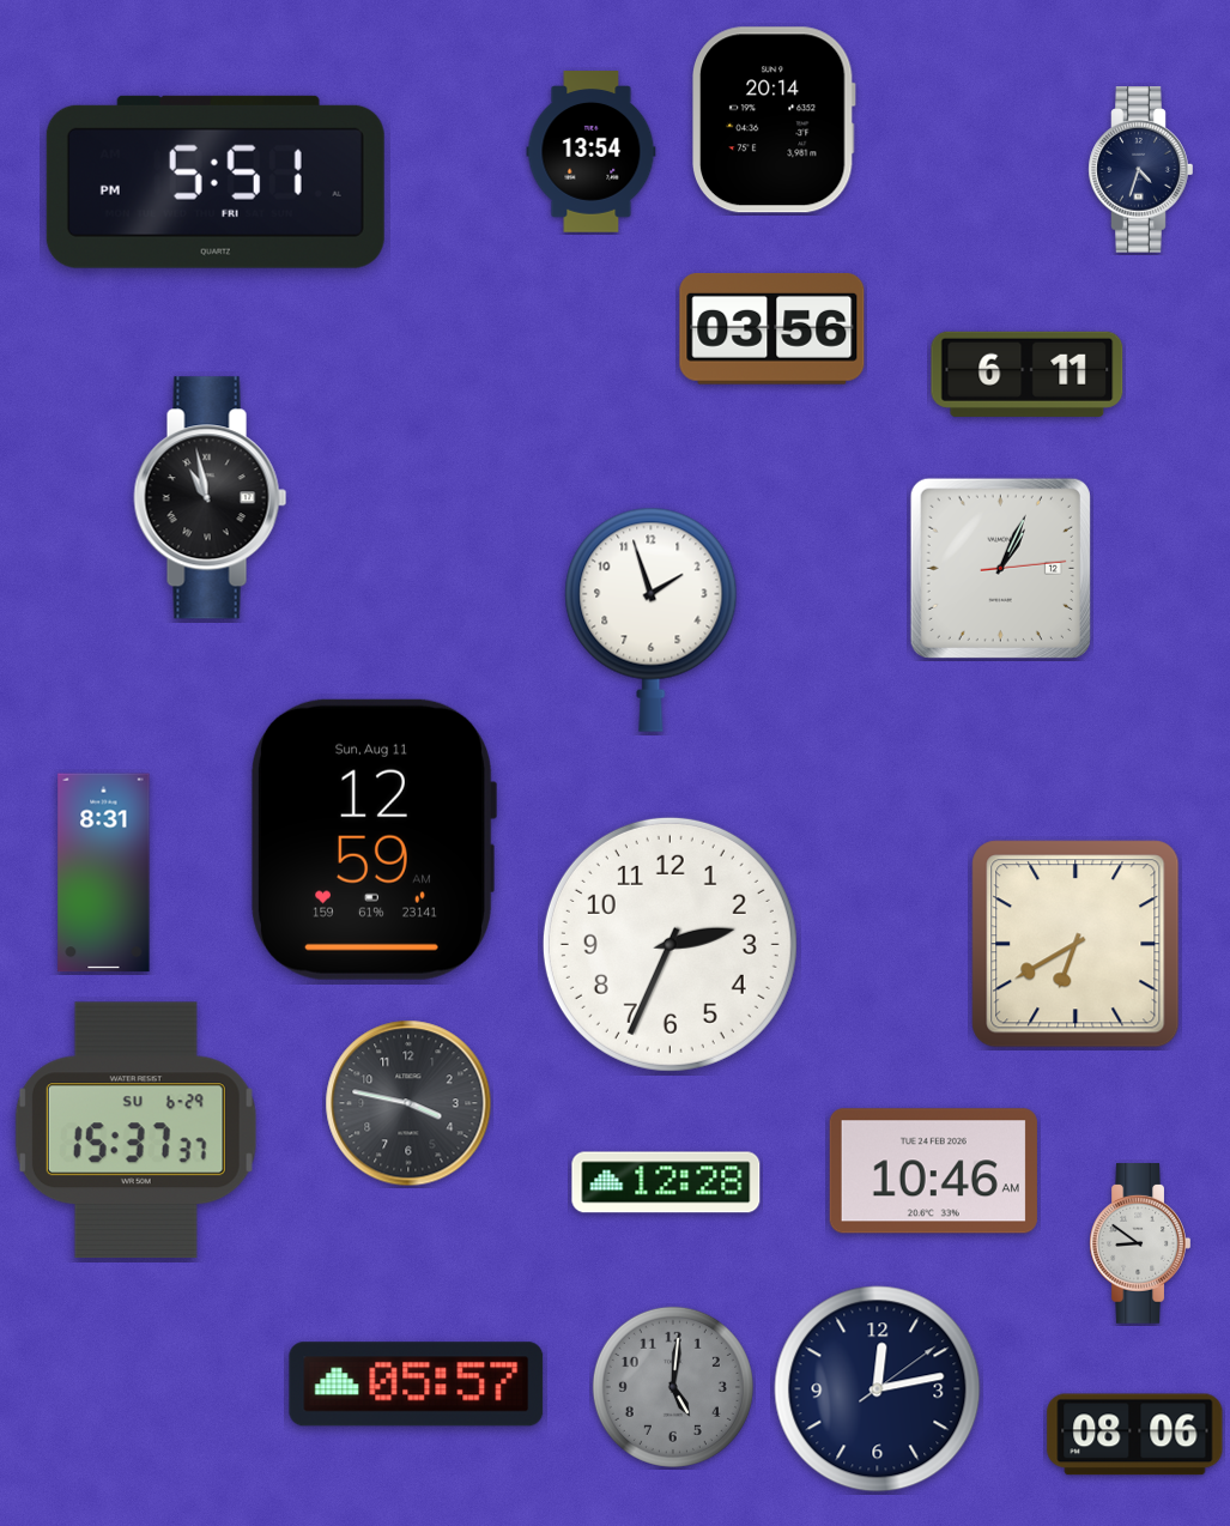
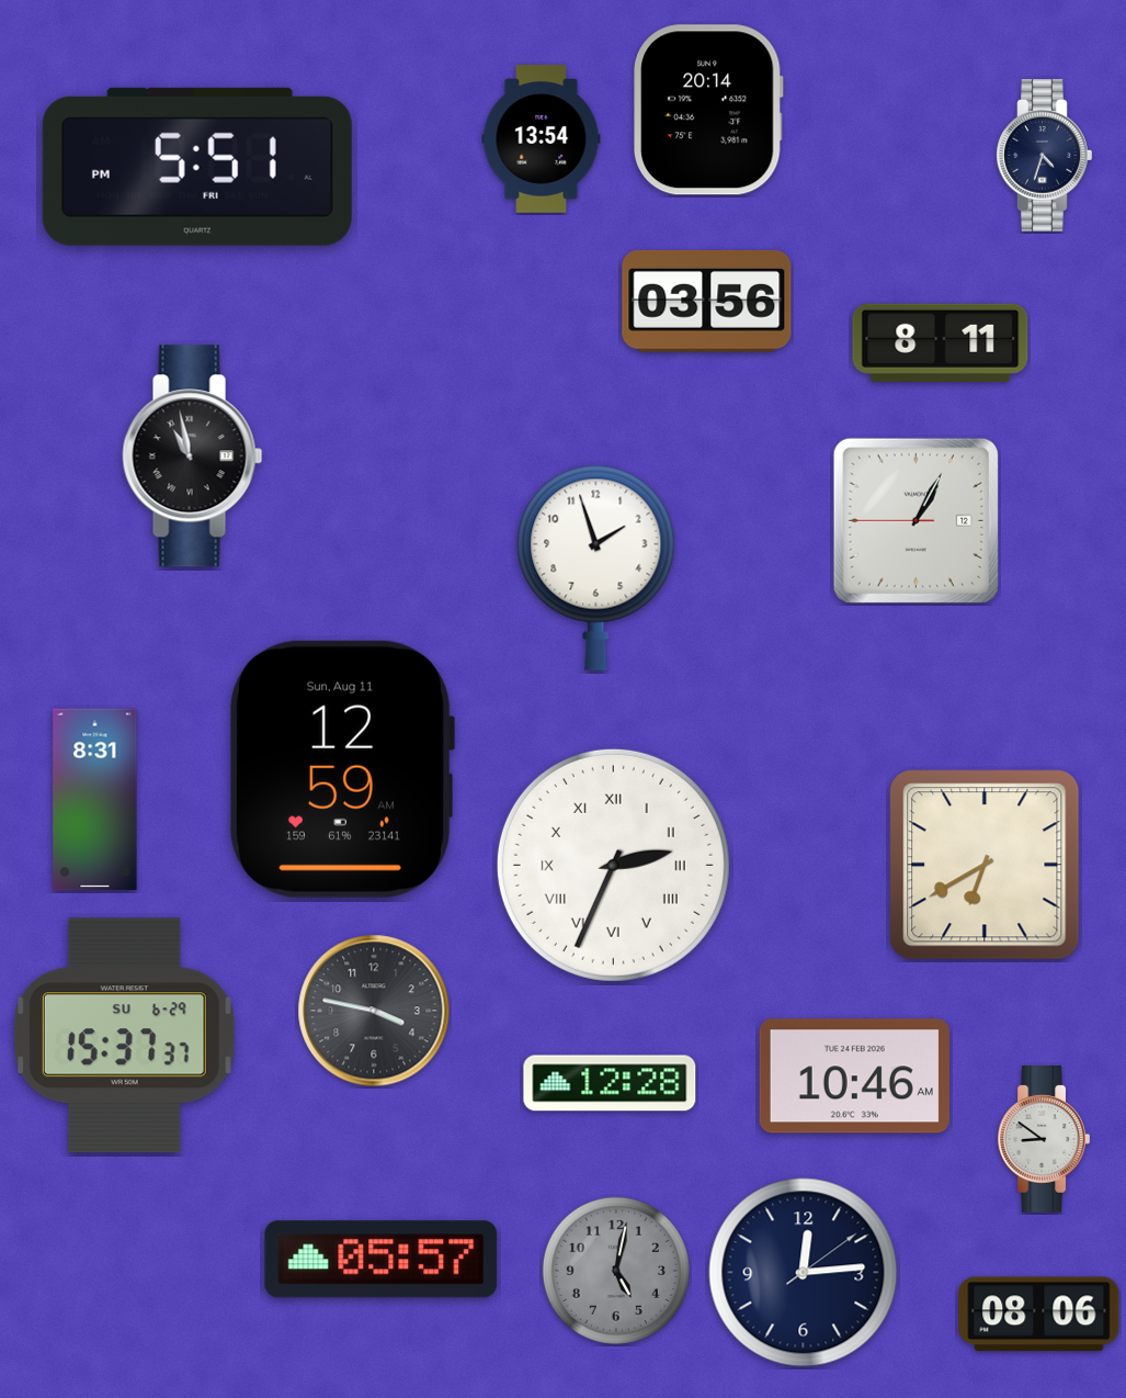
clock at (1028, 374): 6:11 -> 8:11
clock at (1000, 568): 1:04:14 -> 1:04:45
clock at (669, 944) numerals: Arabic -> Roman
clock at (933, 1171) position: (933, 1171) -> (854, 1076)
clock at (417, 1385) position: (417, 1385) -> (382, 1260)
clock at (673, 1387): 5:01 -> 5:02
clock at (878, 1389): 12:13 -> 12:14
